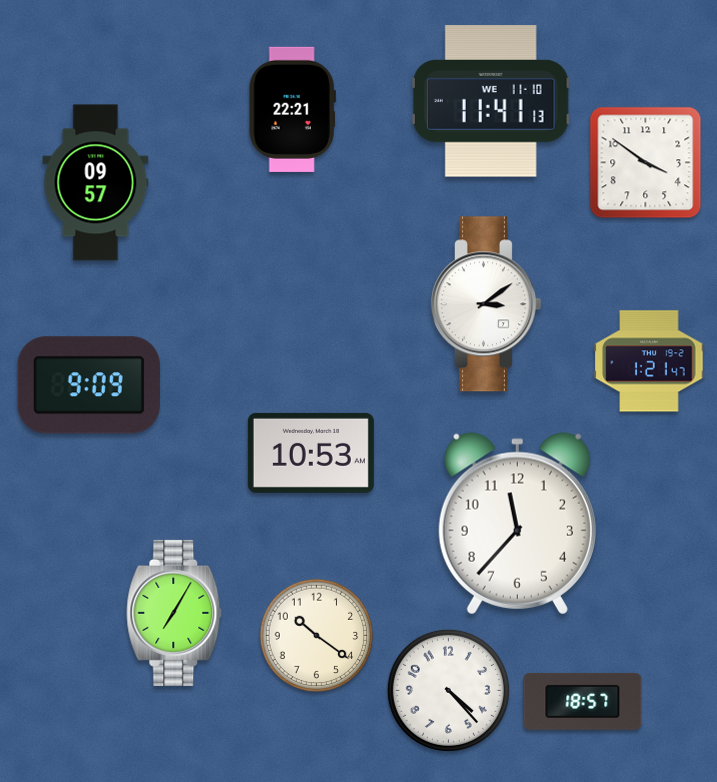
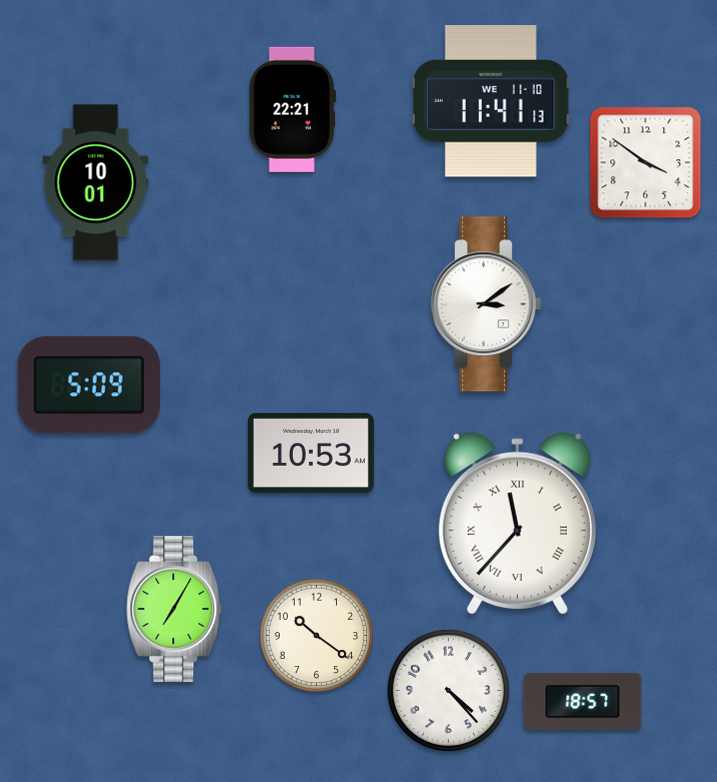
clock at (96, 183): 09:57 -> 10:01
clock at (649, 361): 1:21 -> none
clock at (89, 385): 9:09 -> 5:09
clock at (517, 524) numerals: Arabic -> Roman
clock at (174, 613) position: (174, 613) -> (174, 609)
